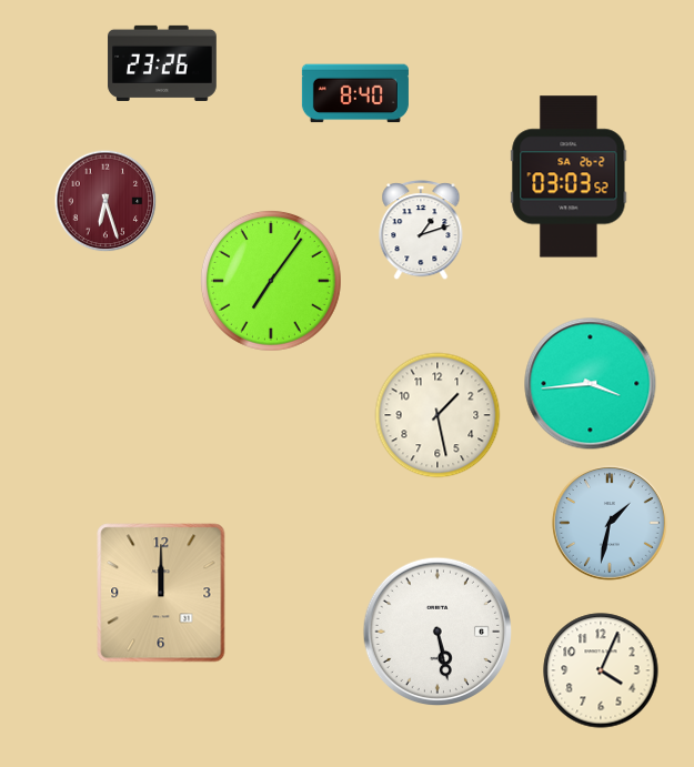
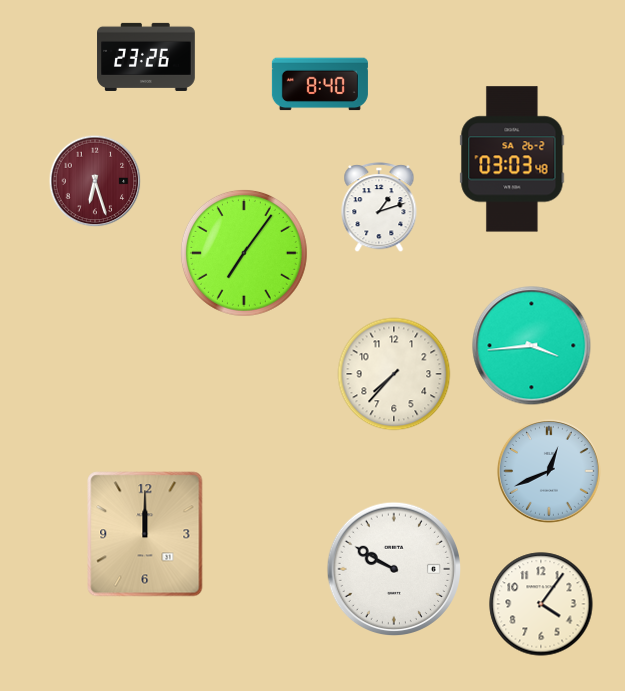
clock at (569, 176): 03:03:52 -> 03:03:48
clock at (437, 415): 1:28 -> 7:37
clock at (610, 523): 1:32 -> 12:41
clock at (436, 630): 5:28 -> 9:50
clock at (601, 670): 4:04 -> 4:06
